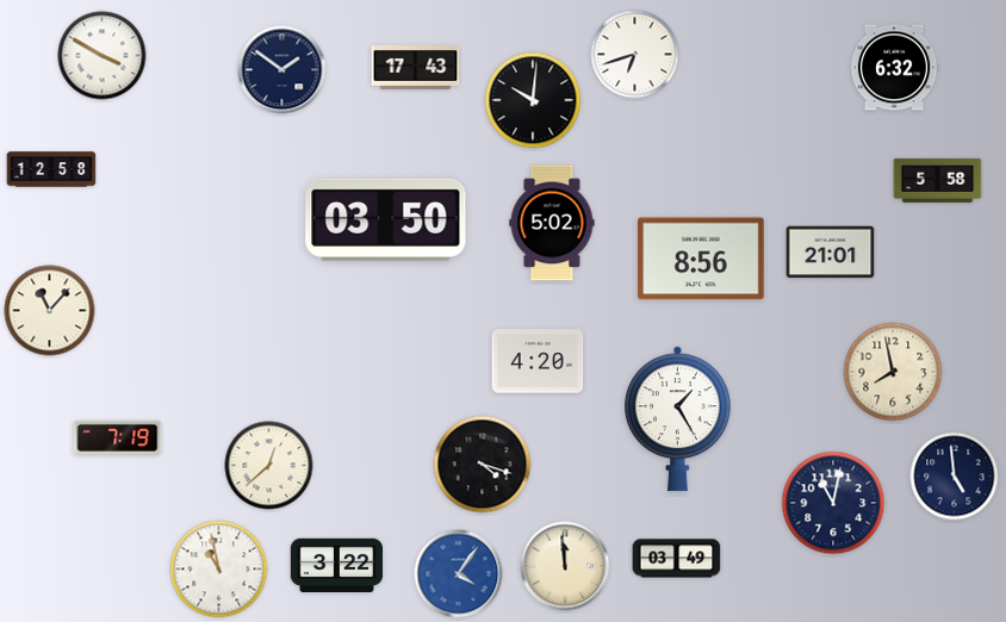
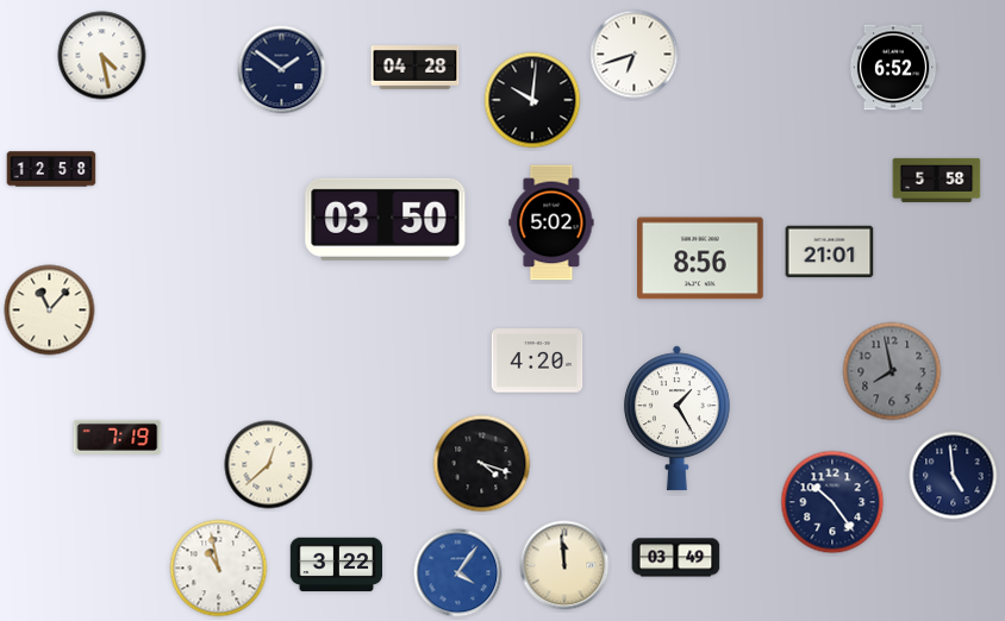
clock at (103, 56): 3:50 -> 4:28
clock at (416, 68): 17:43 -> 04:28
clock at (894, 68): 6:32 -> 6:52
clock at (893, 372) dial: cream -> grey
clock at (833, 503): 11:02 -> 10:24
